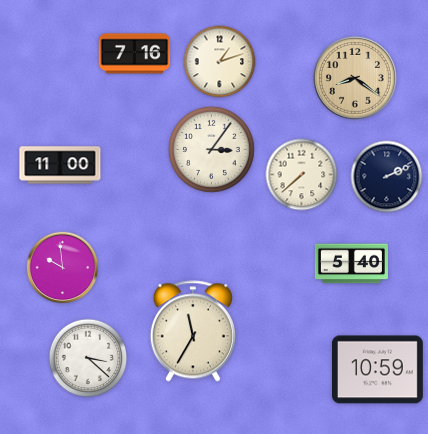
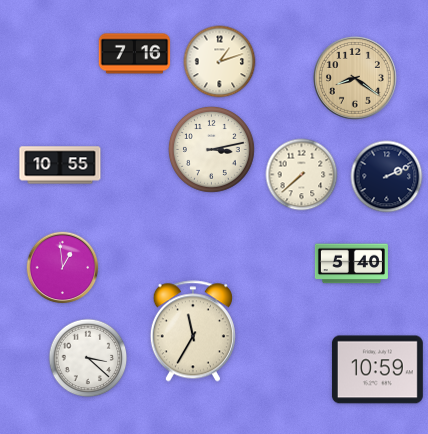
clock at (212, 150): 3:06 -> 3:13
clock at (60, 165): 11:00 -> 10:55
clock at (63, 268): 9:59 -> 12:59
